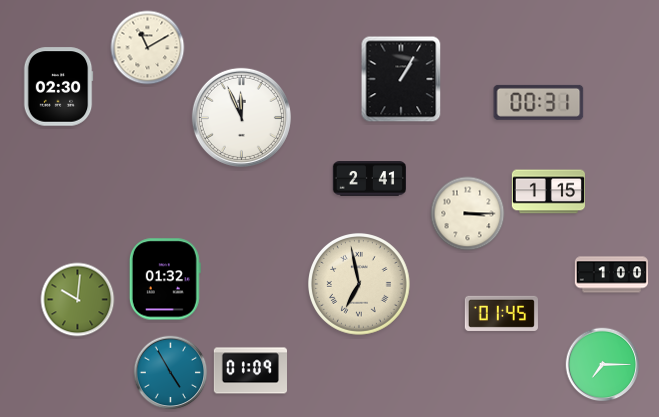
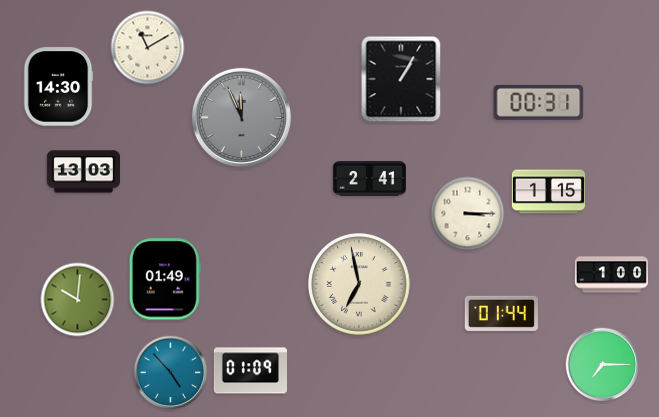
clock at (58, 87): 02:30 -> 14:30
clock at (241, 117) dial: white -> grey
clock at (83, 172): none -> 13:03
clock at (165, 279): 01:32 -> 01:49
clock at (501, 313): 01:45 -> 01:44
clock at (171, 373): 4:55 -> 4:53
